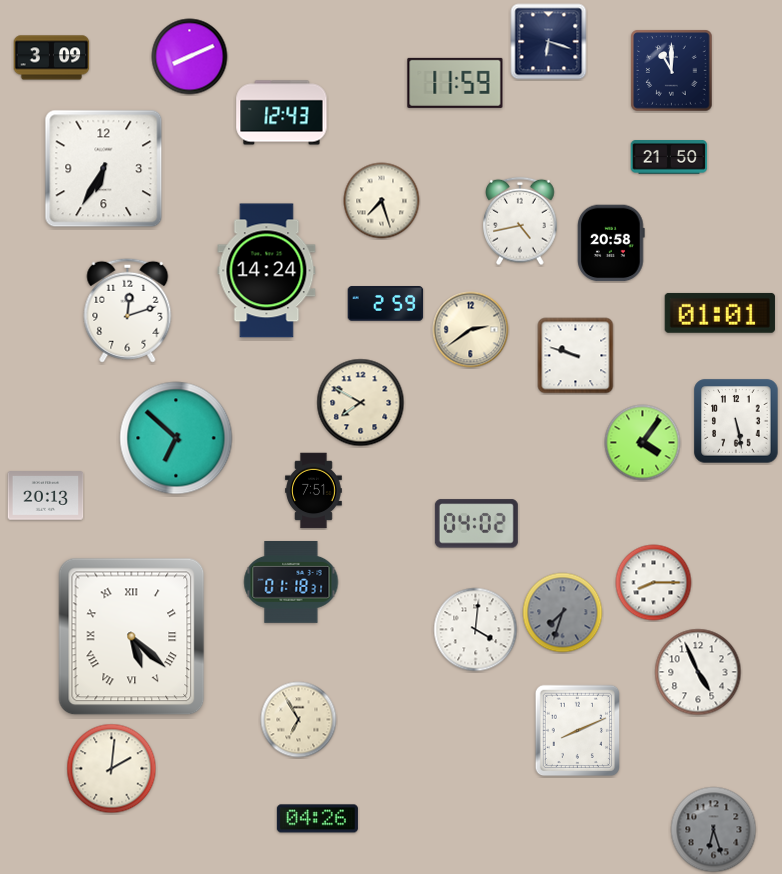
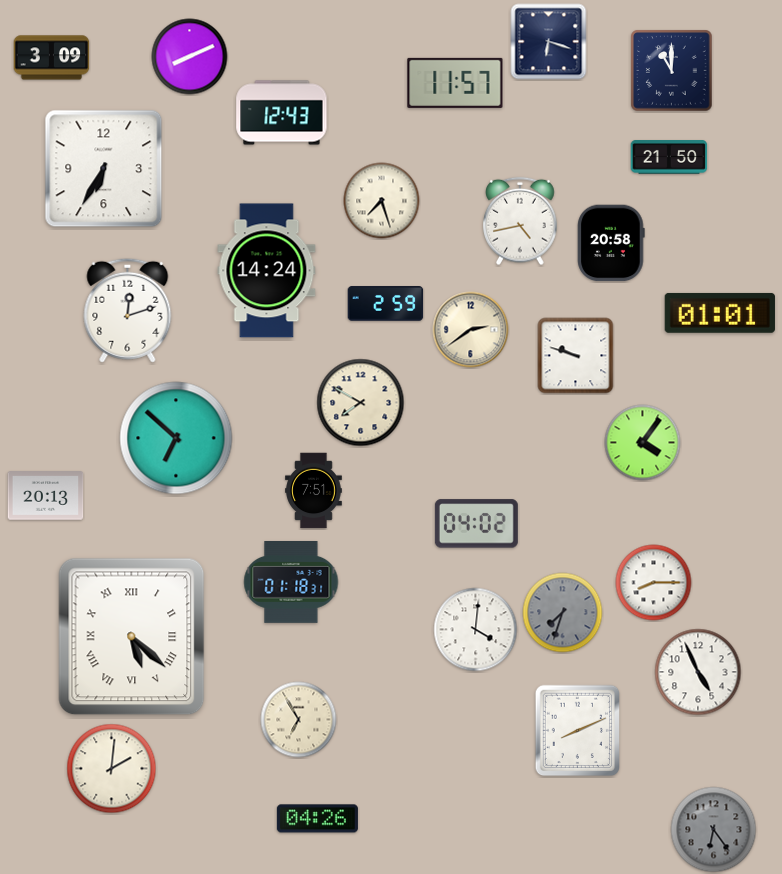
clock at (455, 83): 11:59 -> 11:57
clock at (736, 421): 5:28 -> none
clock at (714, 830): 6:27 -> 6:24
